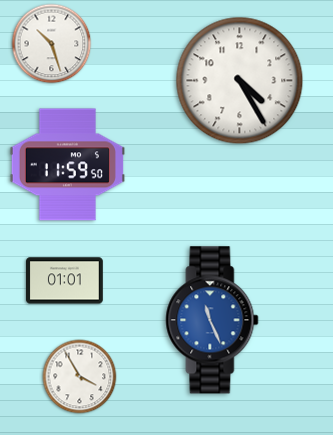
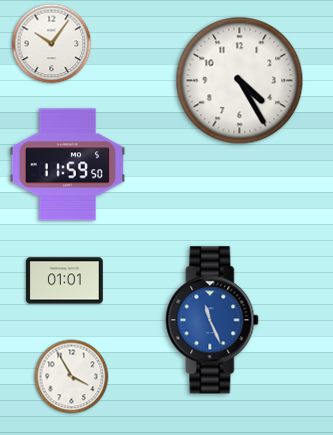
clock at (52, 44): 10:27 -> 10:06
clock at (80, 377) position: (80, 377) -> (72, 377)
